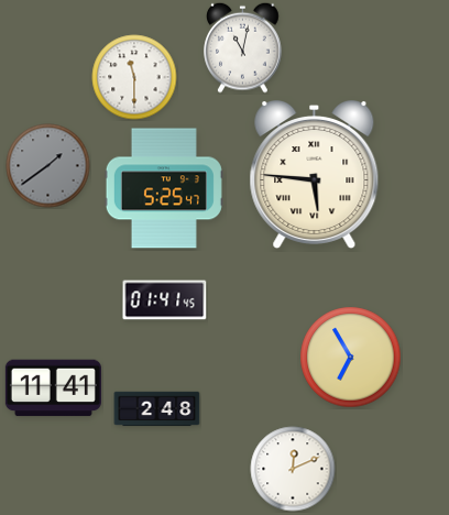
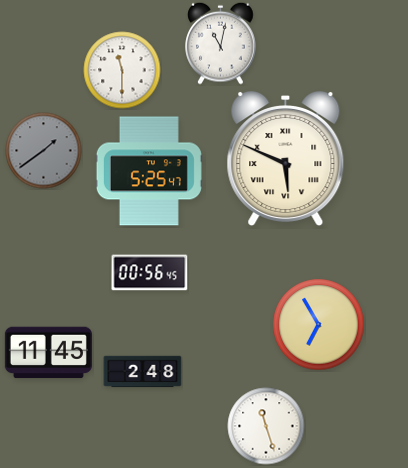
clock at (315, 175): 5:46 -> 5:49
clock at (165, 300): 01:41 -> 00:56
clock at (53, 388): 11:41 -> 11:45
clock at (293, 469): 12:11 -> 11:27
